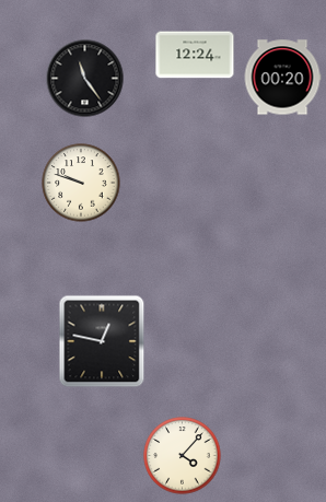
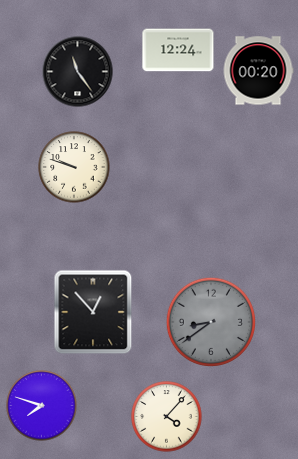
clock at (102, 341): 12:47 -> 12:53
clock at (211, 322): none -> 8:39
clock at (42, 406): none -> 7:48
